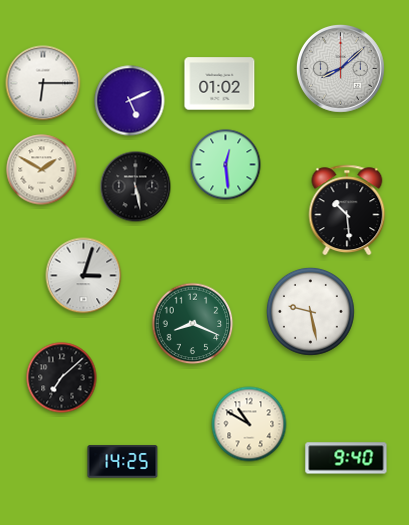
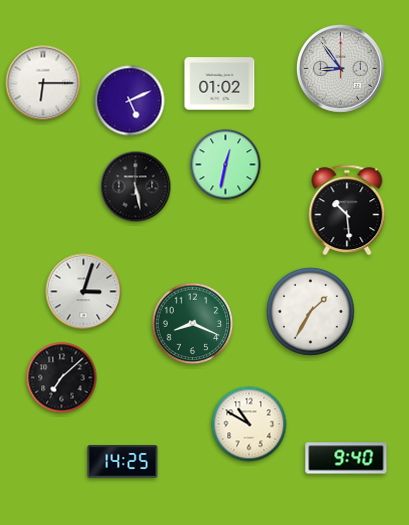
clock at (340, 68): 8:08 -> 8:54
clock at (226, 165): 12:29 -> 12:32
clock at (42, 170): 1:50 -> none
clock at (84, 276) position: (84, 276) -> (84, 292)
clock at (310, 311): 9:28 -> 1:35
